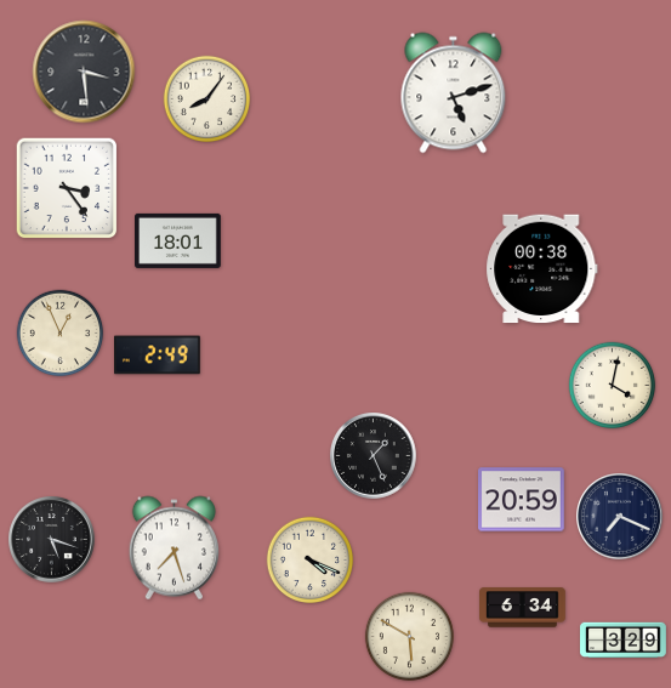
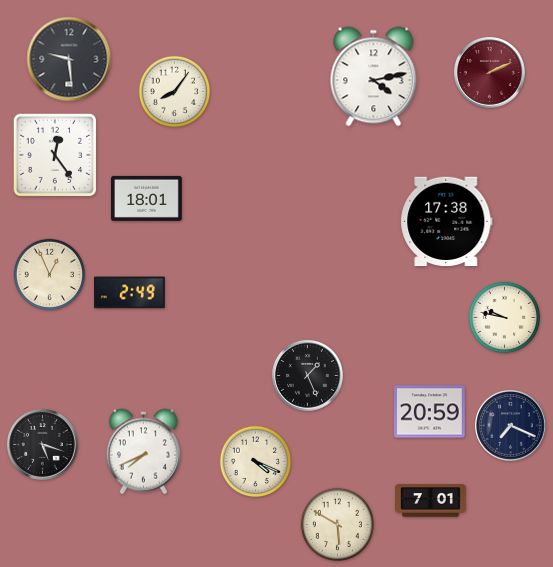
clock at (84, 72): 3:29 -> 9:29
clock at (490, 73): none -> 2:11
clock at (454, 93): 5:12 -> 4:13
clock at (207, 99) position: (207, 99) -> (175, 92)
clock at (67, 188): 3:24 -> 12:24
clock at (542, 269): 00:38 -> 17:38
clock at (613, 386): 4:02 -> 9:47
clock at (174, 548): 7:27 -> 7:41
clock at (523, 608): 6:34 -> 7:01
clock at (624, 641): 3:29 -> none
